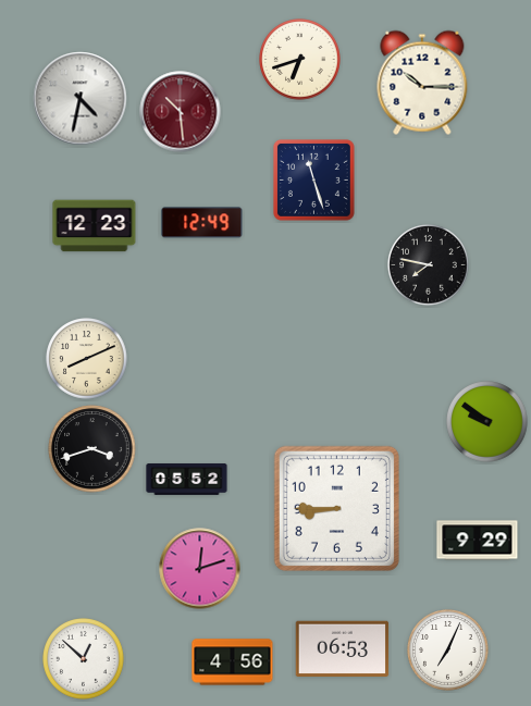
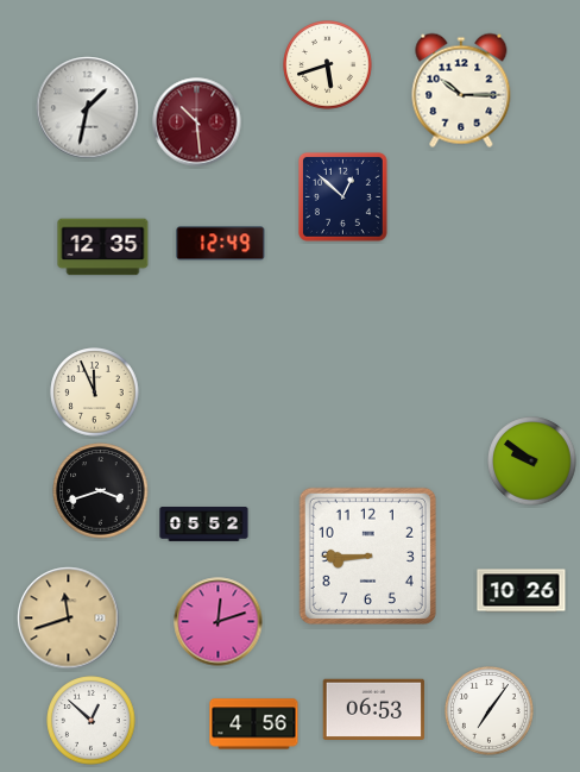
clock at (300, 60): 6:42 -> 5:42
clock at (81, 99): 4:32 -> 1:32
clock at (313, 179): 11:27 -> 12:52
clock at (95, 226): 12:23 -> 12:35
clock at (429, 265): 7:47 -> none
clock at (87, 359): 8:11 -> 11:56
clock at (478, 541): 9:29 -> 10:26
clock at (69, 619): none -> 11:42
clock at (448, 651): 7:04 -> 7:06
